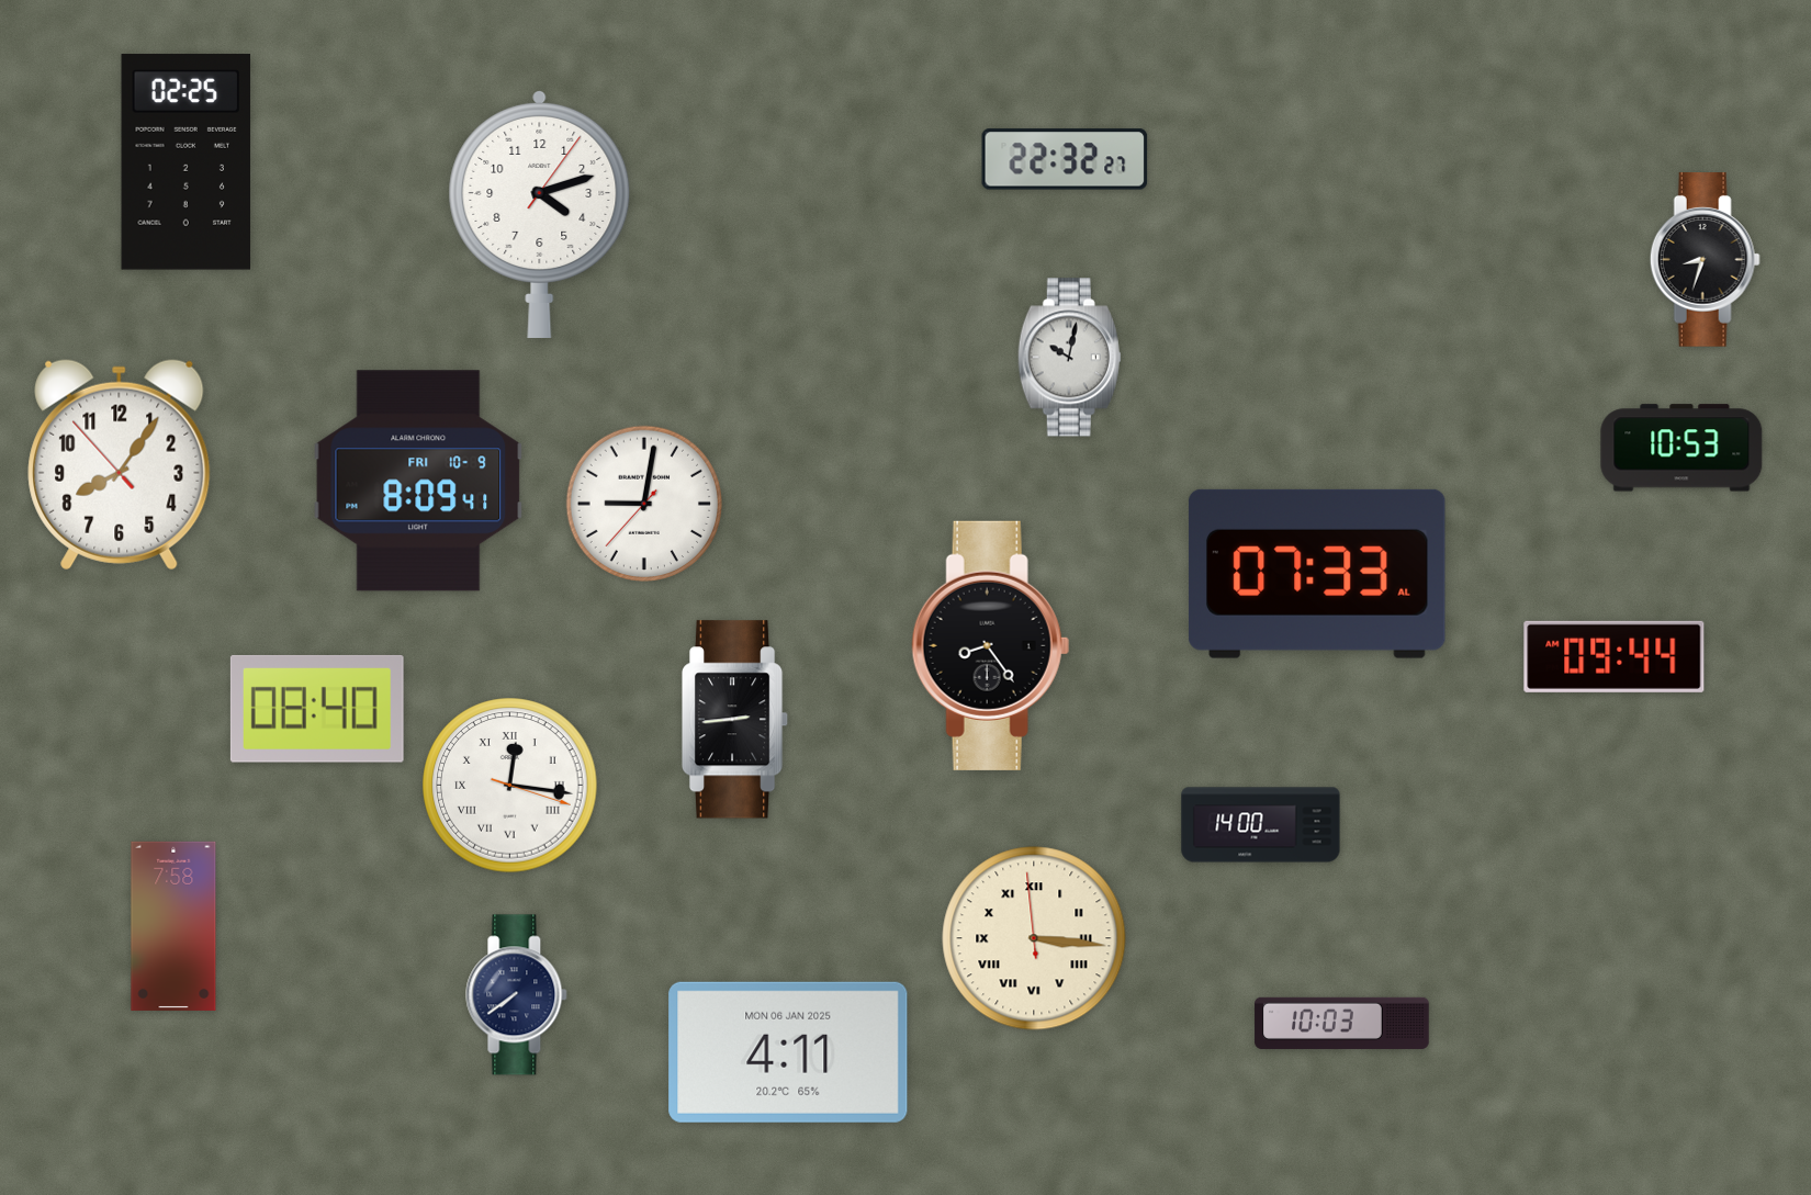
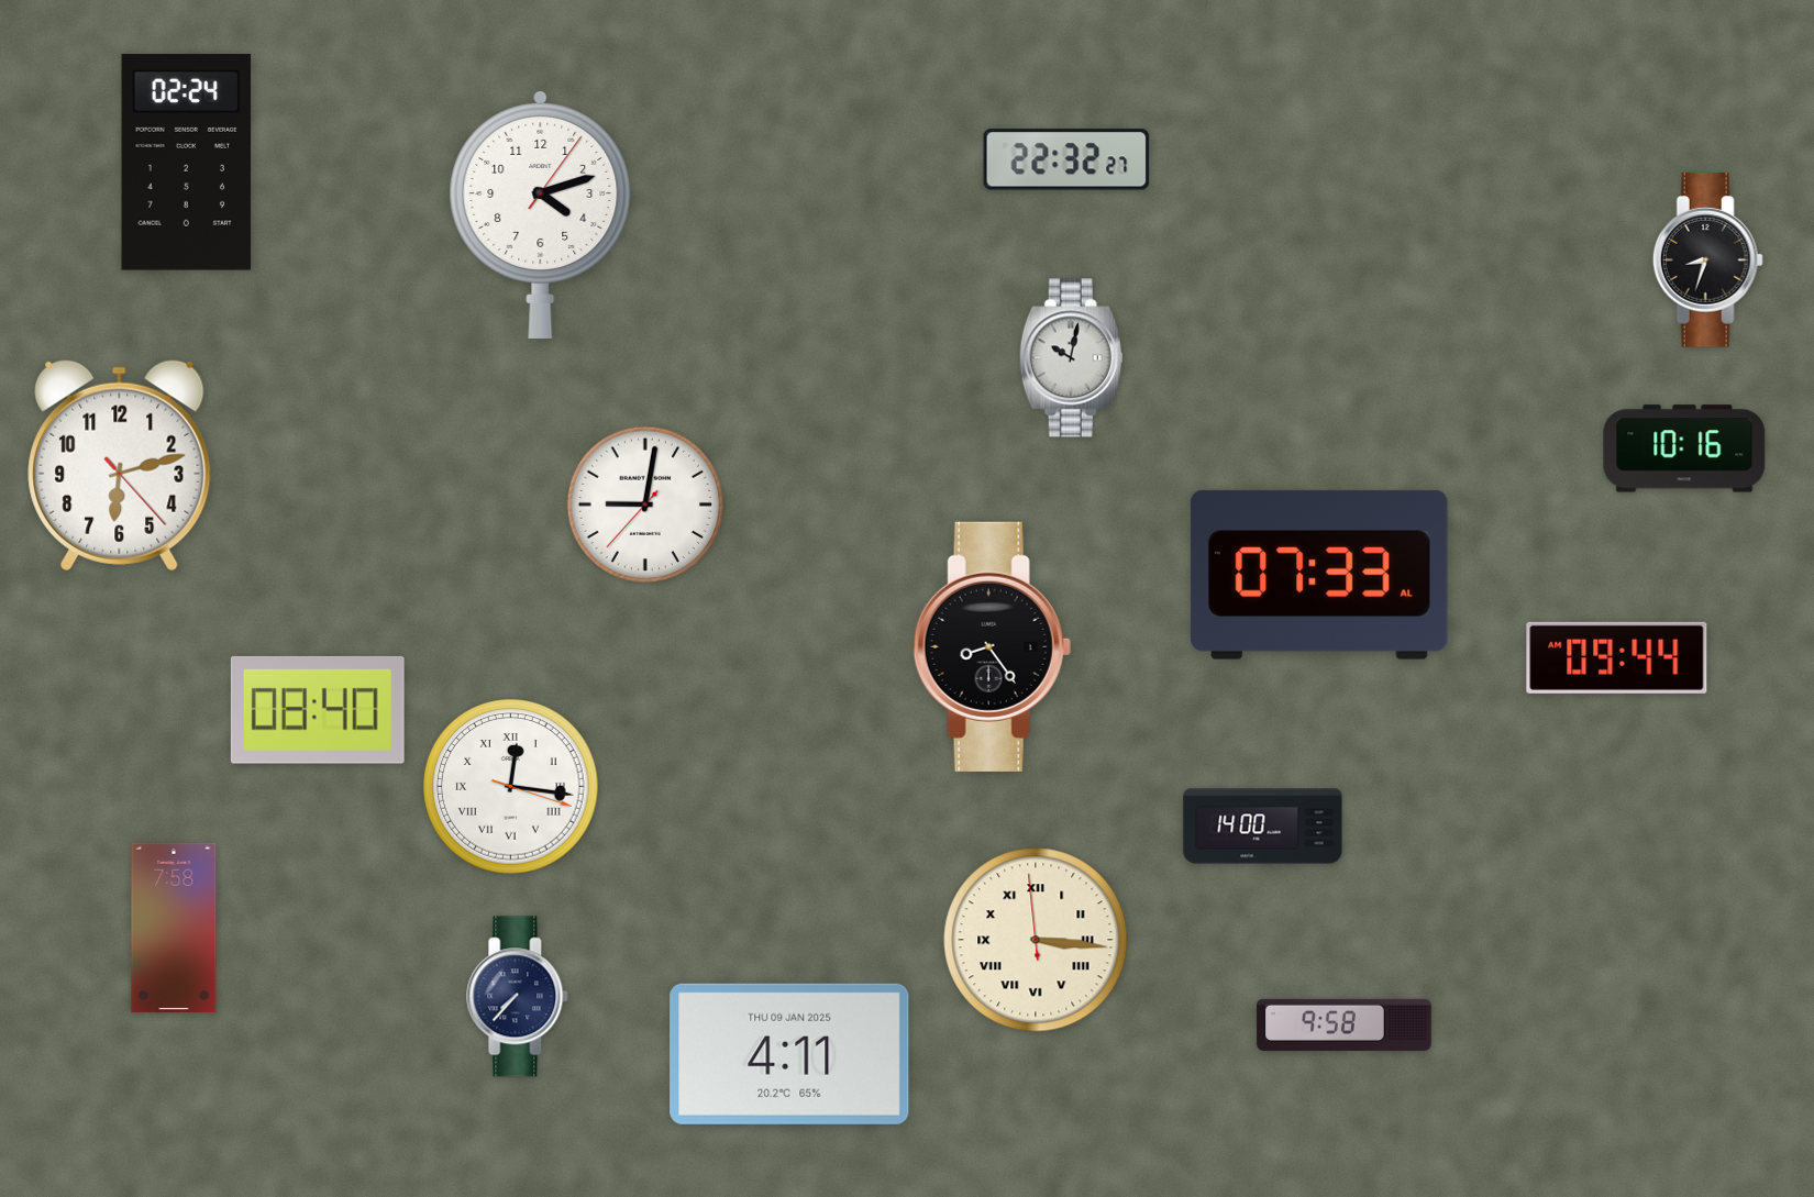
clock at (187, 162): 02:25 -> 02:24
clock at (1681, 448): 10:53 -> 10:16
clock at (120, 465): 8:05 -> 6:12
clock at (418, 481): 8:09 -> none
clock at (735, 720): 2:44 -> none
clock at (517, 995): 7:39 -> 7:37
clock at (1342, 1023): 10:03 -> 9:58
clock at (788, 1052) date: MON 06 JAN 2025 -> THU 09 JAN 2025
